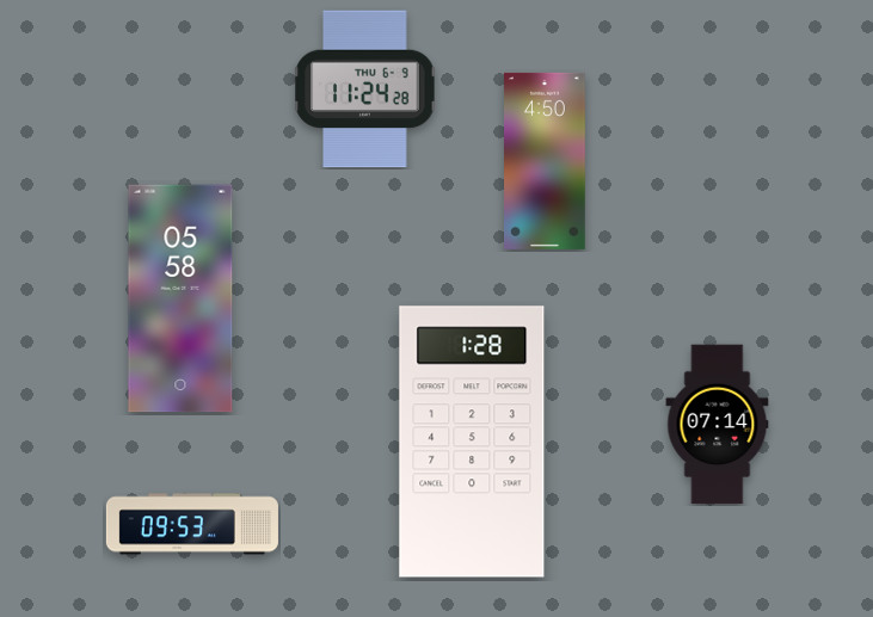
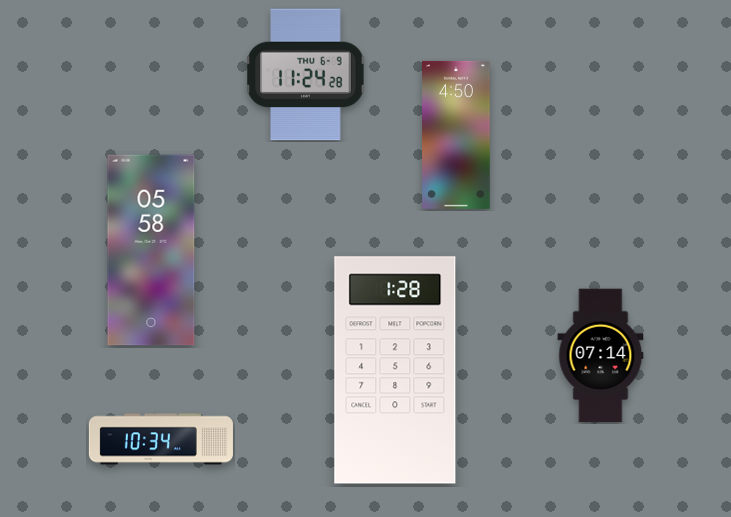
clock at (192, 524): 09:53 -> 10:34
